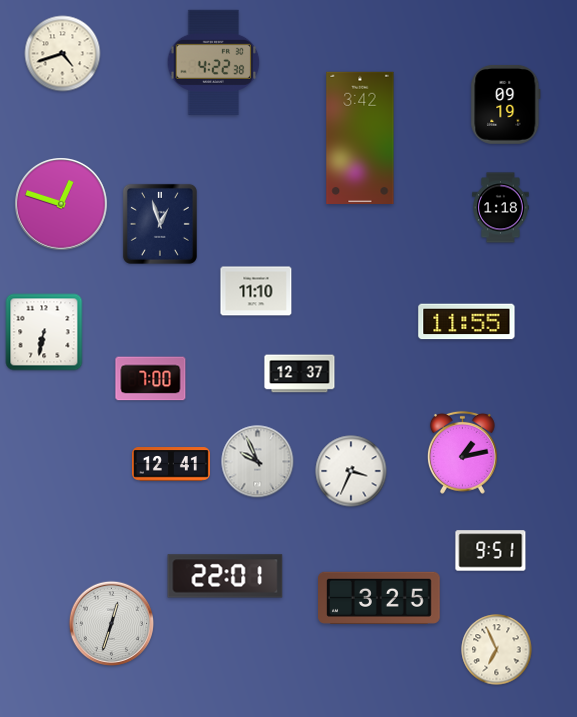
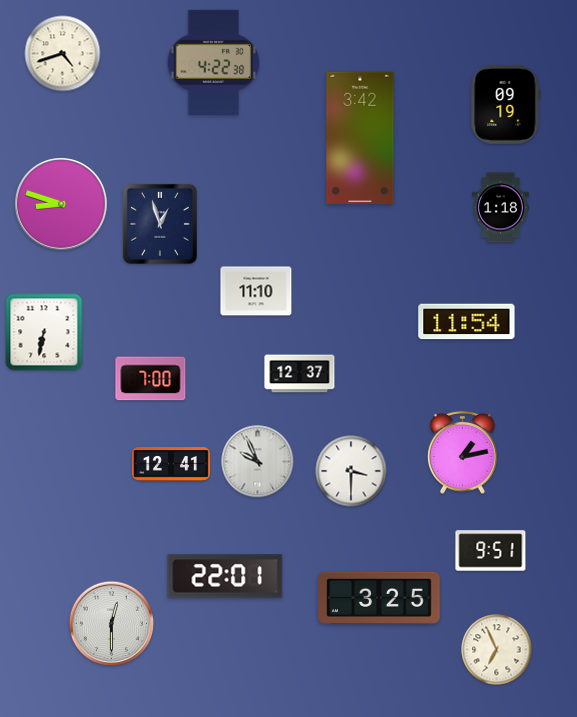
clock at (61, 204): 12:48 -> 8:48
clock at (467, 322): 11:55 -> 11:54
clock at (351, 471): 3:34 -> 3:30
clock at (111, 623): 12:33 -> 12:30
